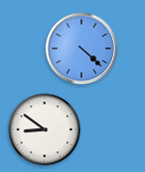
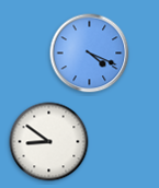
clock at (82, 49): 4:22 -> 4:19
